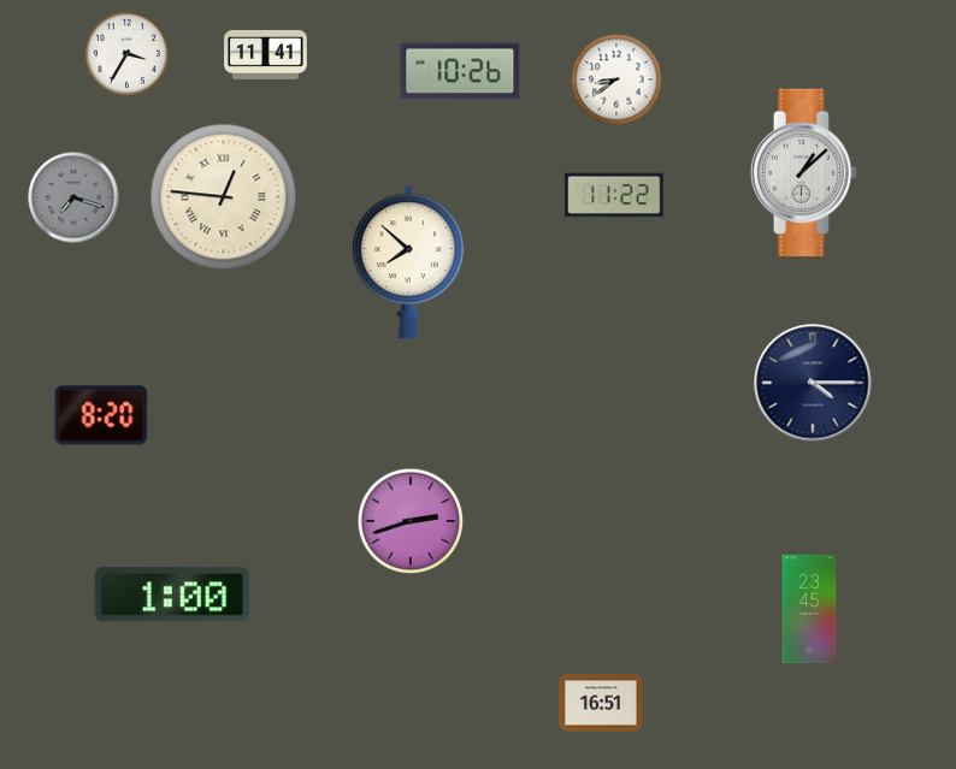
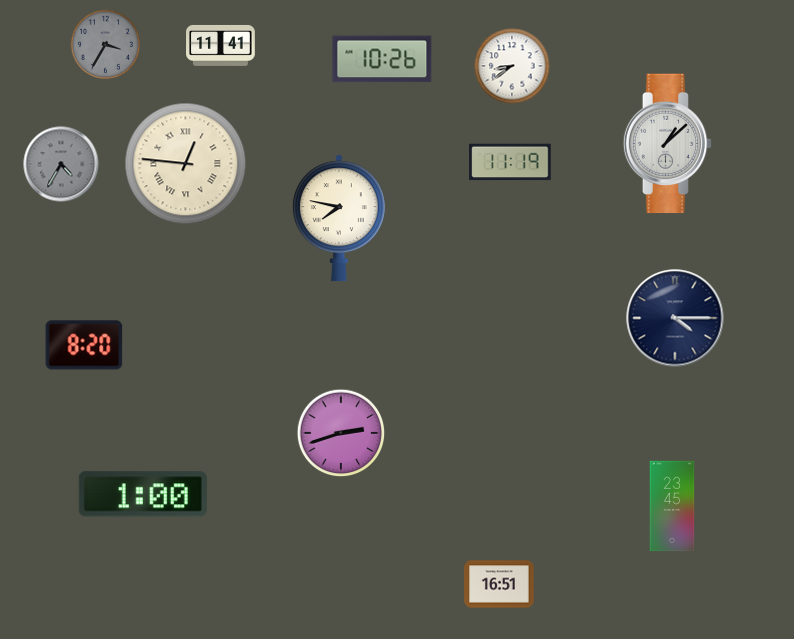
clock at (126, 53) dial: white -> grey
clock at (614, 195): 11:22 -> 11:19
clock at (73, 197): 7:18 -> 4:35
clock at (408, 262): 7:52 -> 7:47
